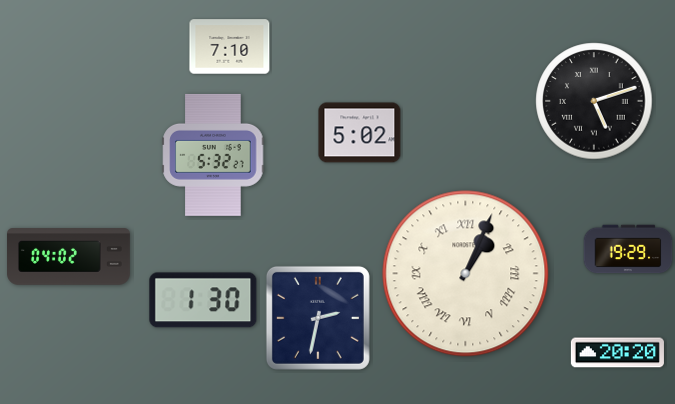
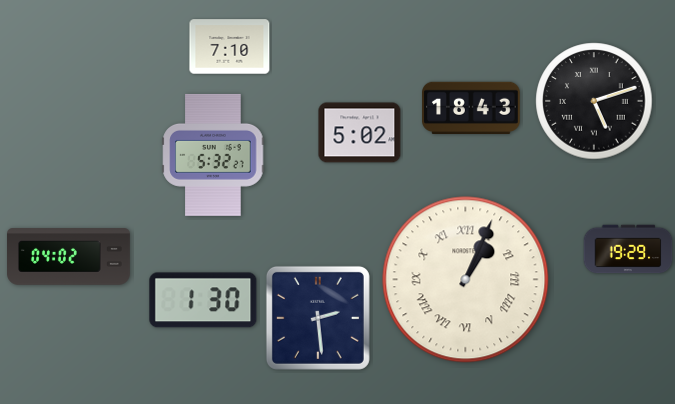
clock at (471, 107): none -> 18:43
clock at (466, 274) position: (466, 274) -> (466, 280)
clock at (318, 318): 2:32 -> 2:29
clock at (617, 353): 20:20 -> none
